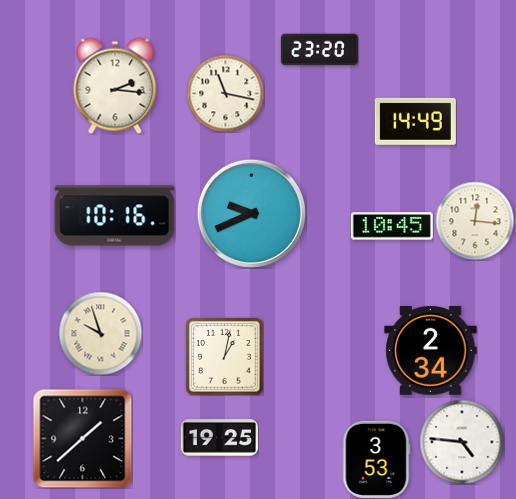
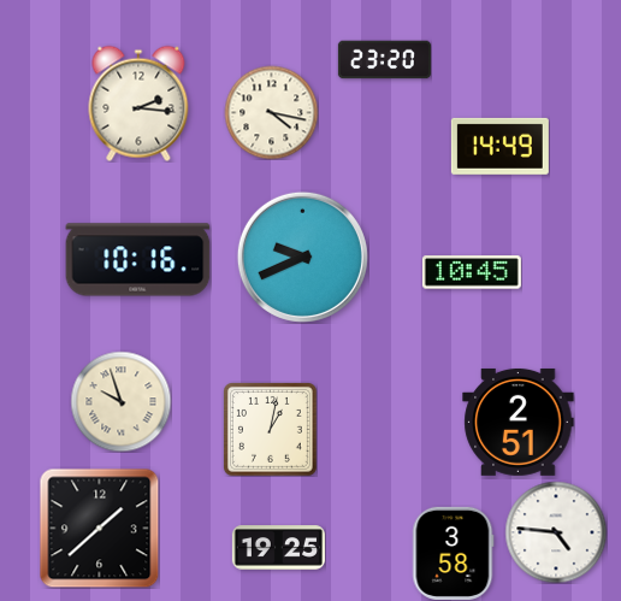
clock at (225, 93): 11:17 -> 4:17
clock at (475, 221): 12:16 -> none
clock at (431, 350): 2:34 -> 2:51
clock at (219, 438) position: (219, 438) -> (278, 548)
clock at (376, 459): 3:53 -> 3:58
